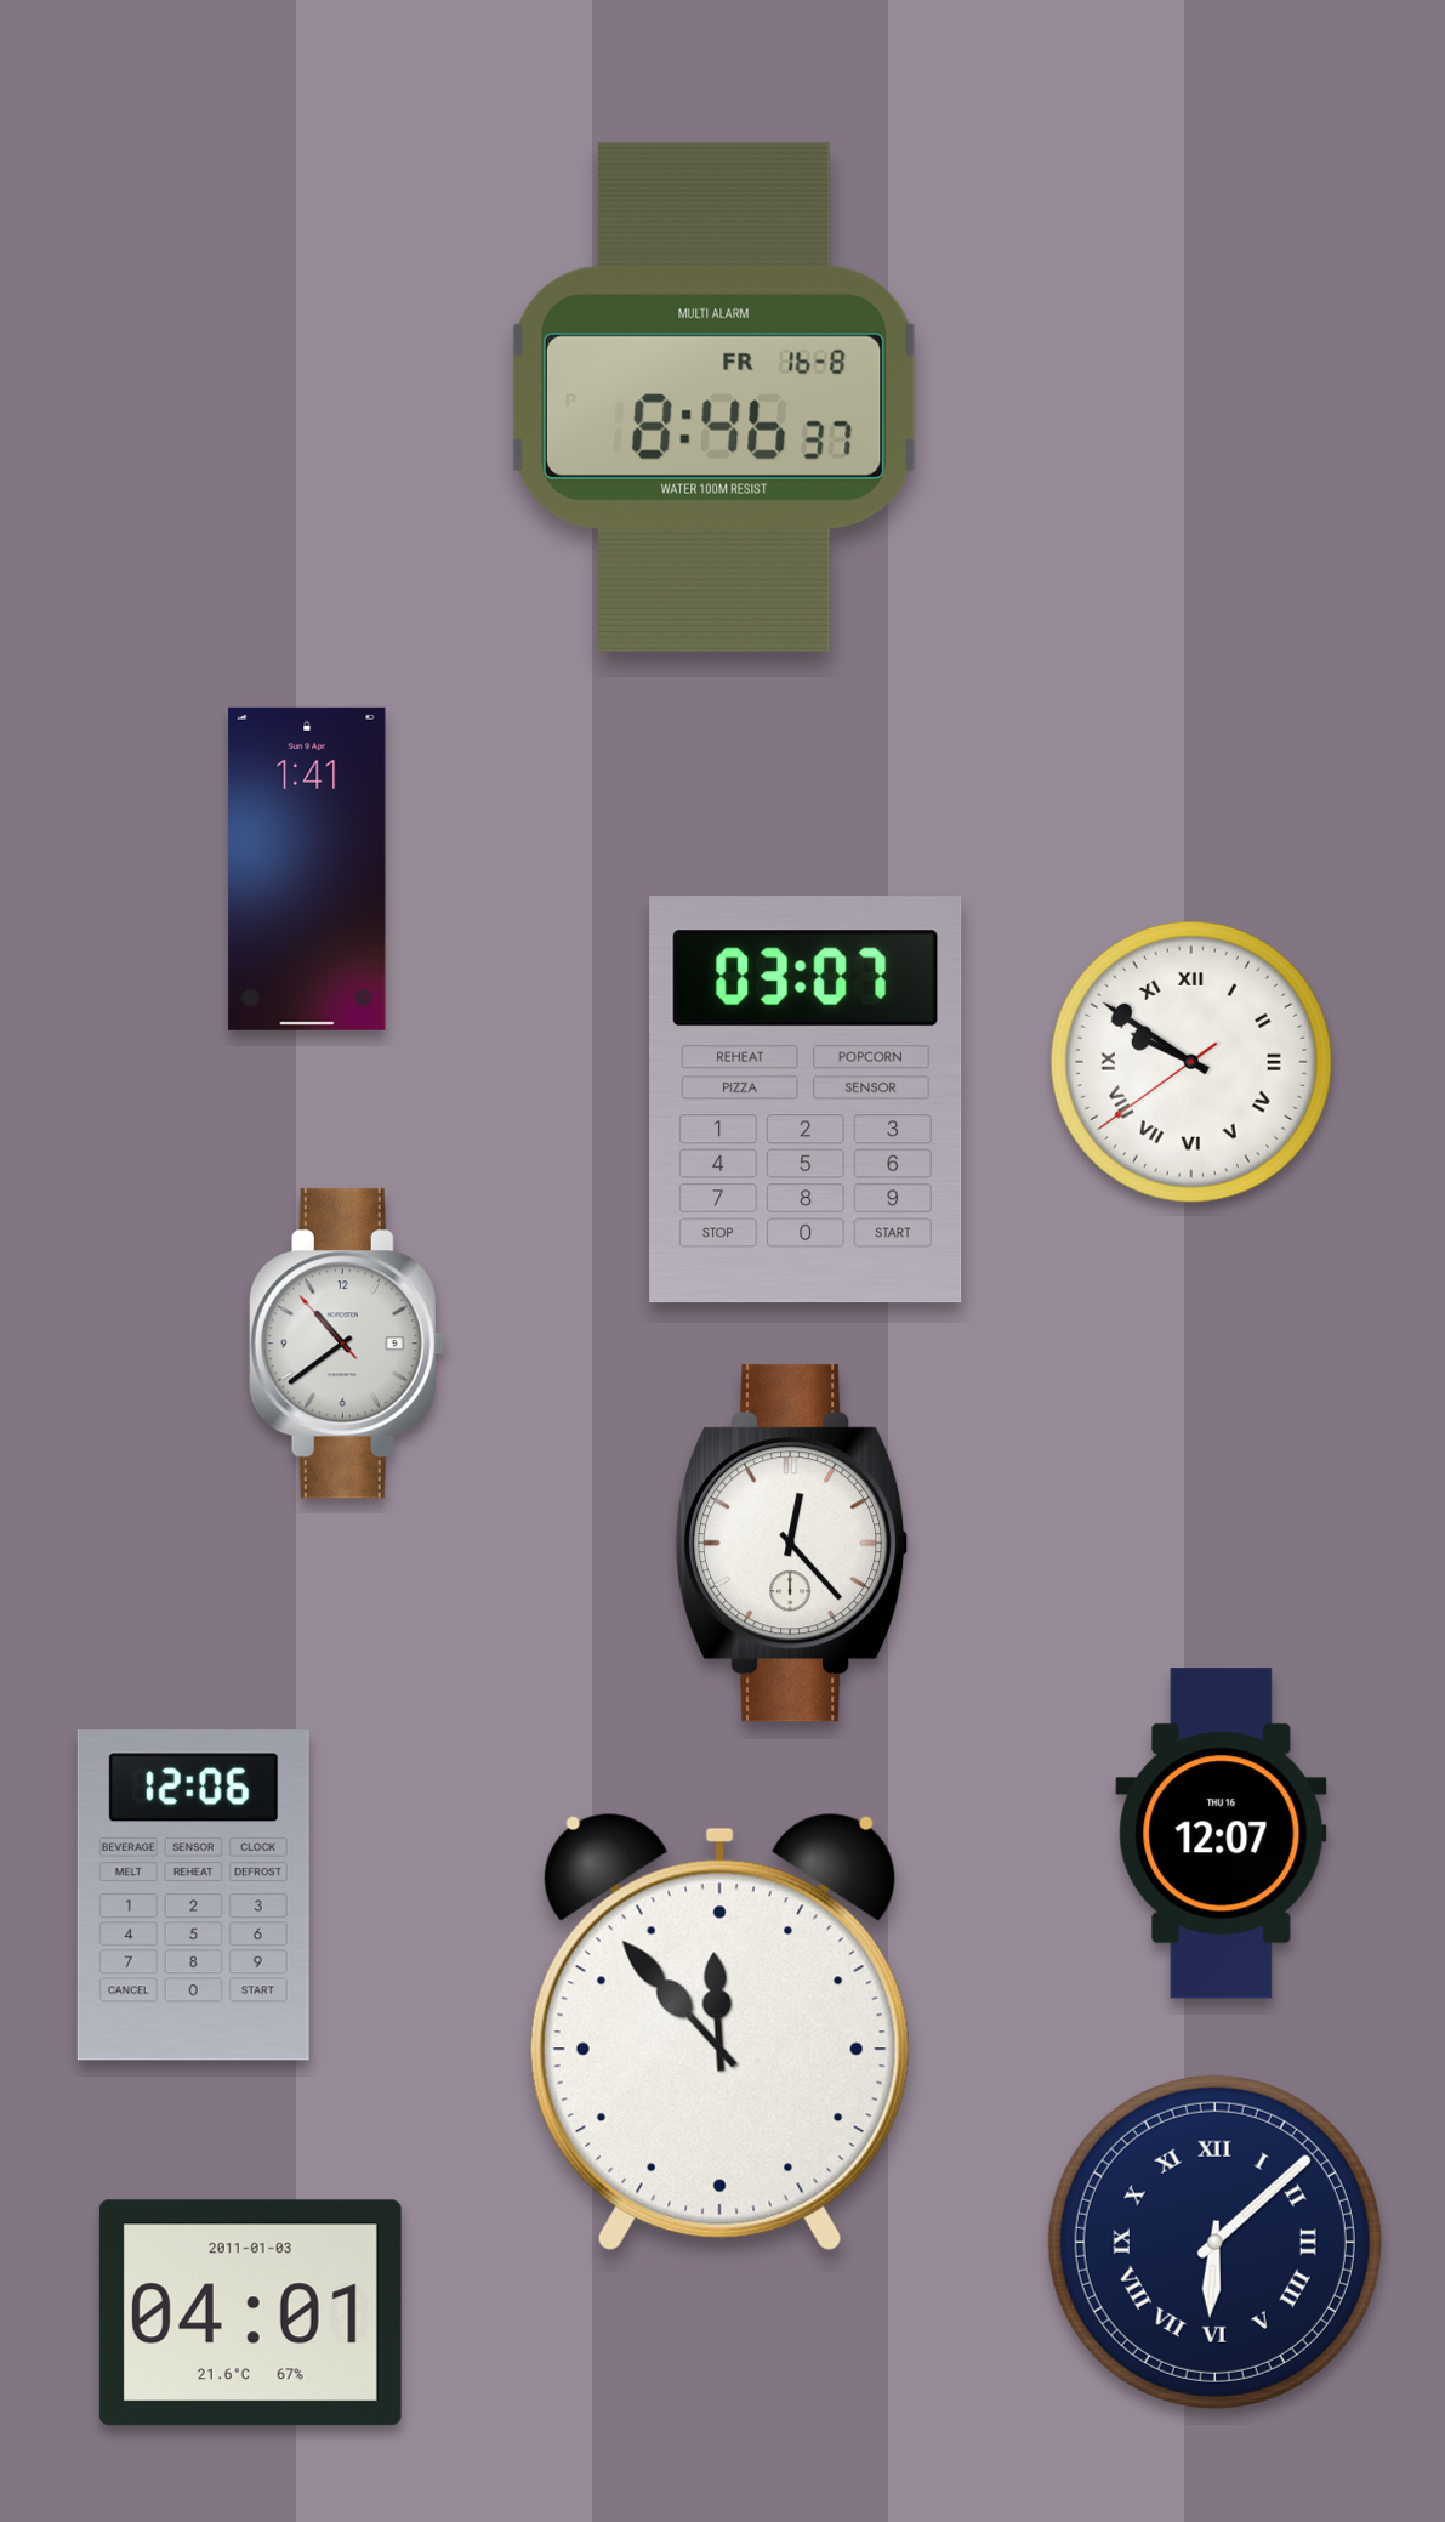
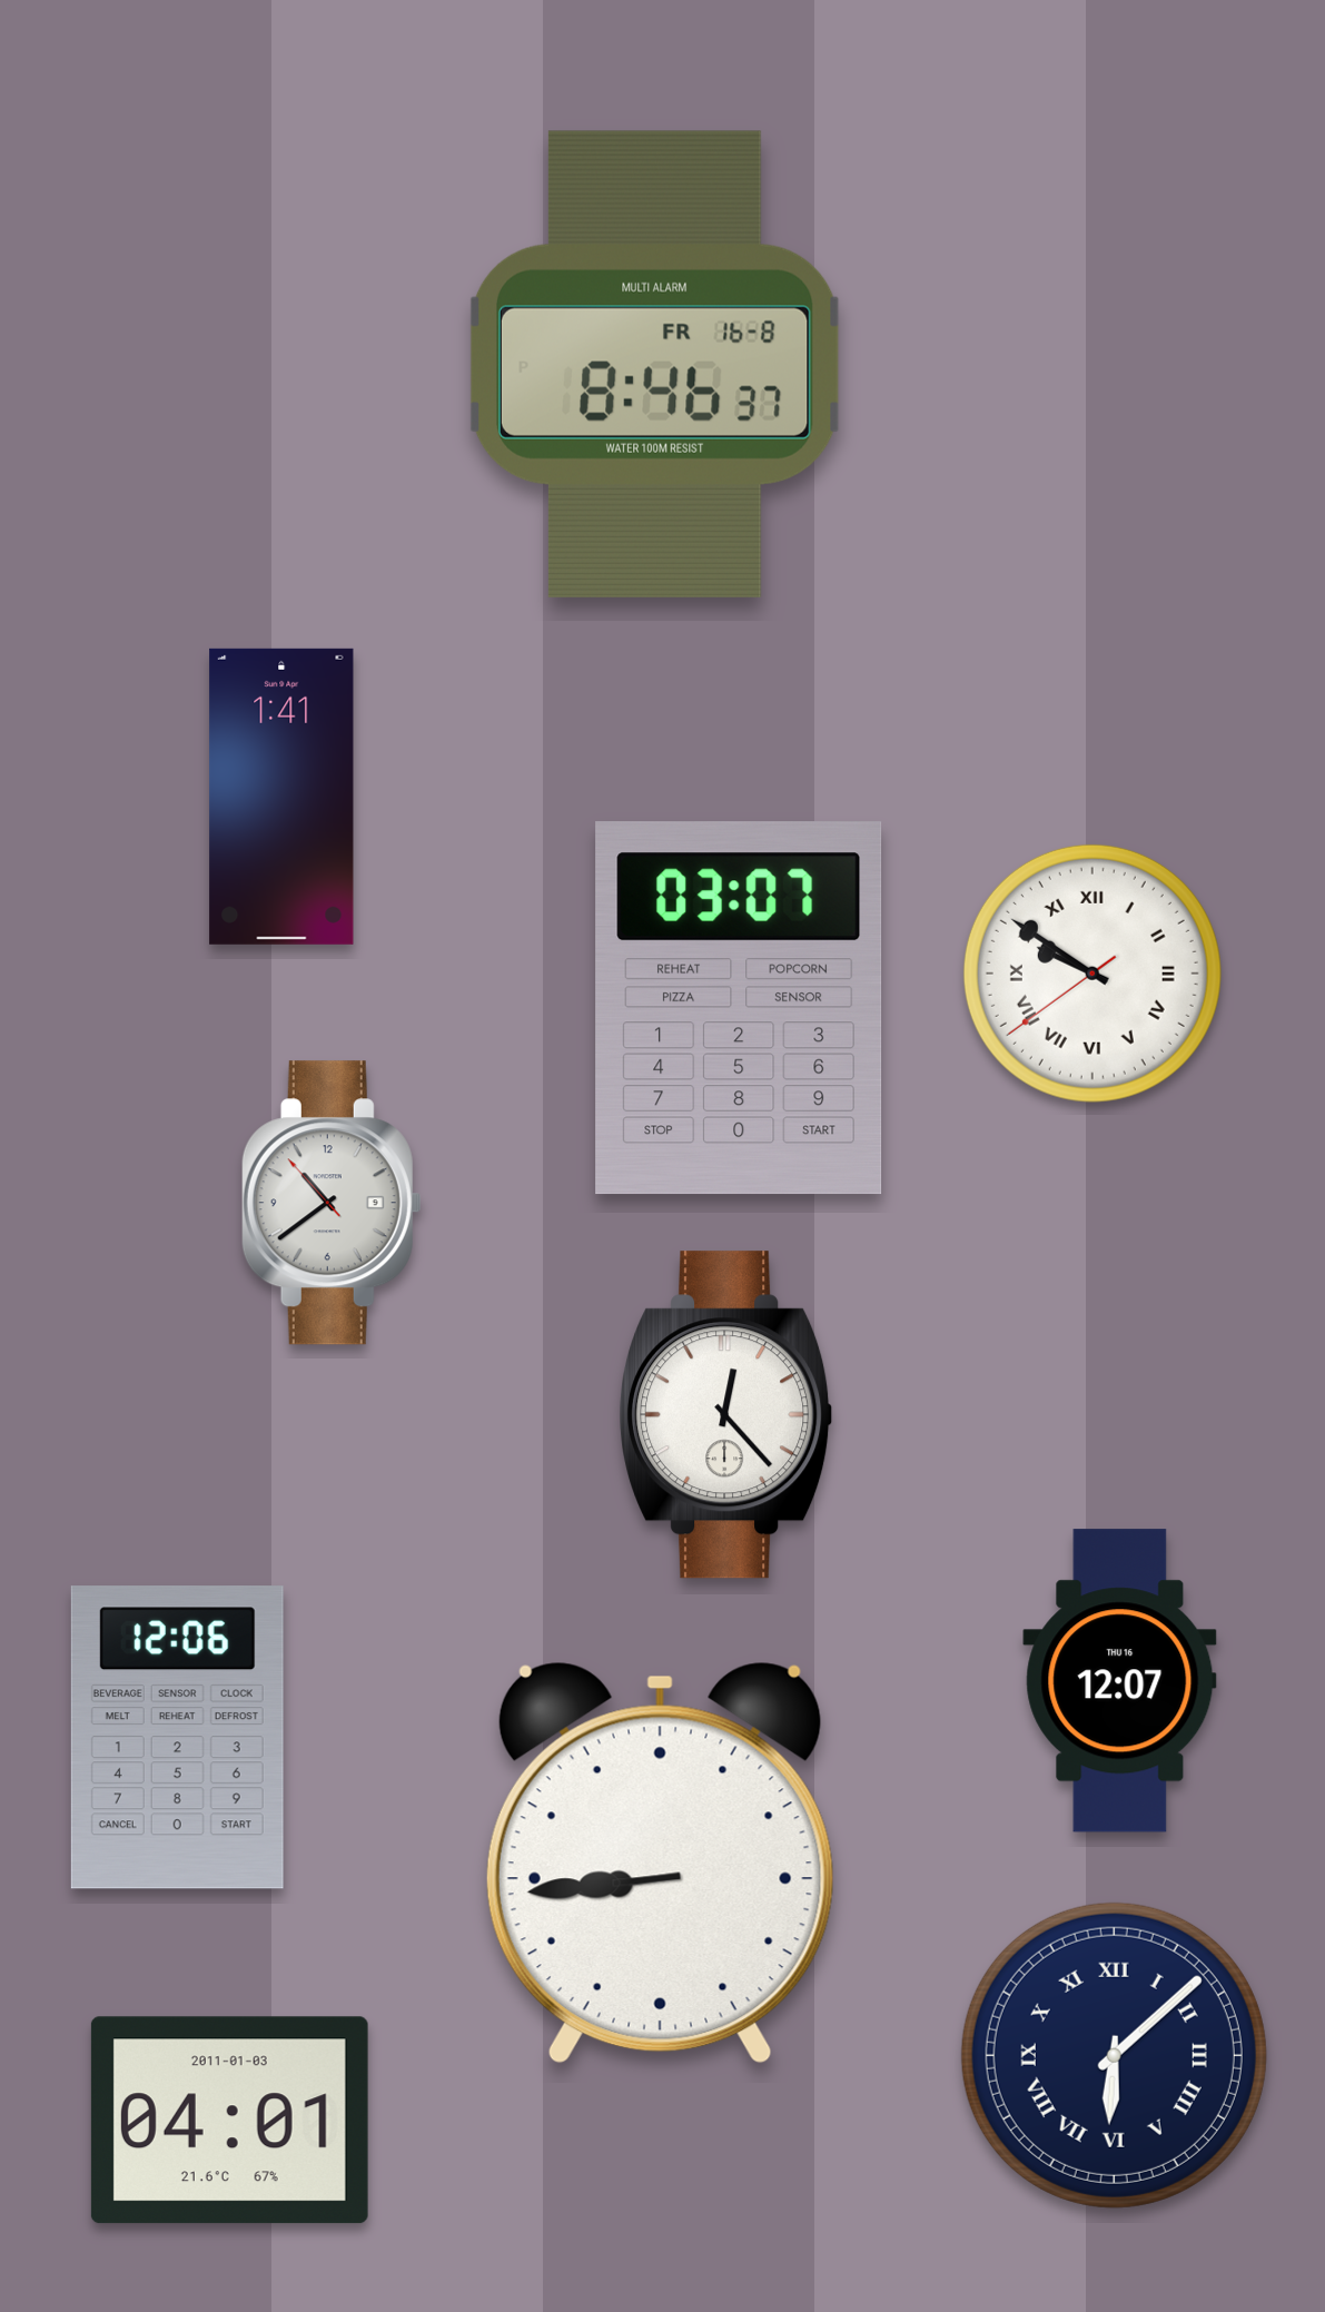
clock at (347, 1344) position: (347, 1344) -> (332, 1203)
clock at (719, 2032): 11:53 -> 8:44
